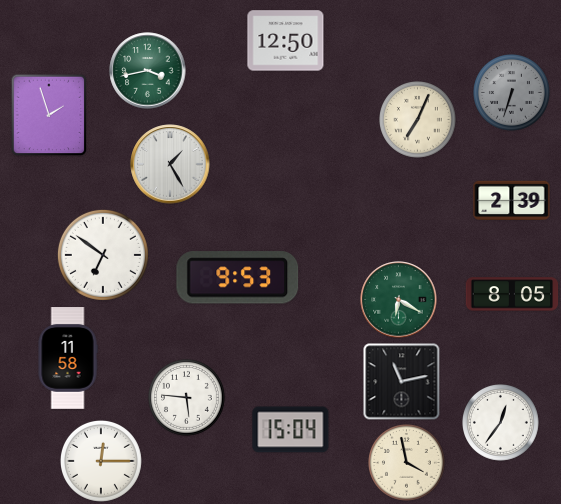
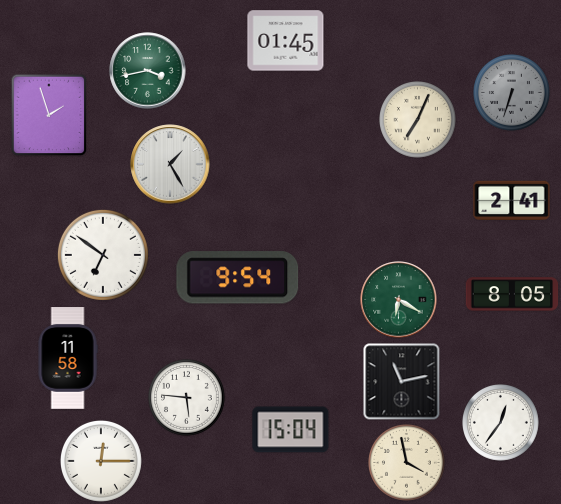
clock at (286, 41): 12:50 -> 01:45
clock at (512, 200): 2:39 -> 2:41
clock at (238, 278): 9:53 -> 9:54
